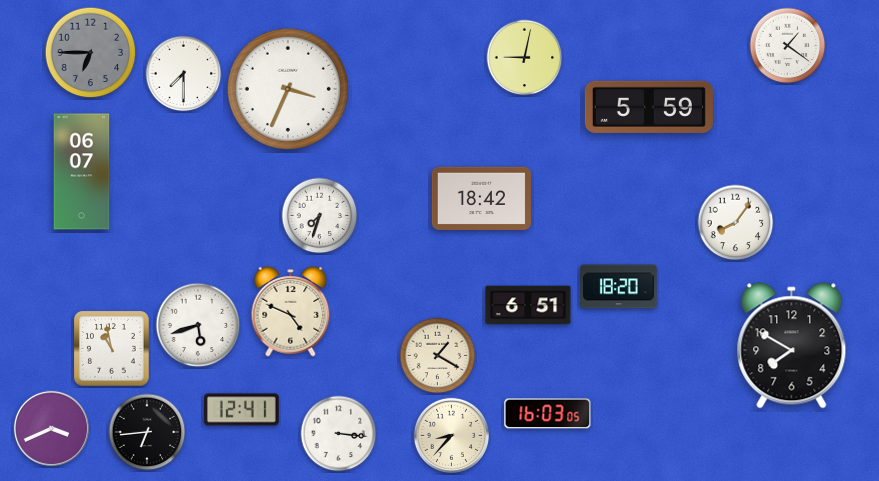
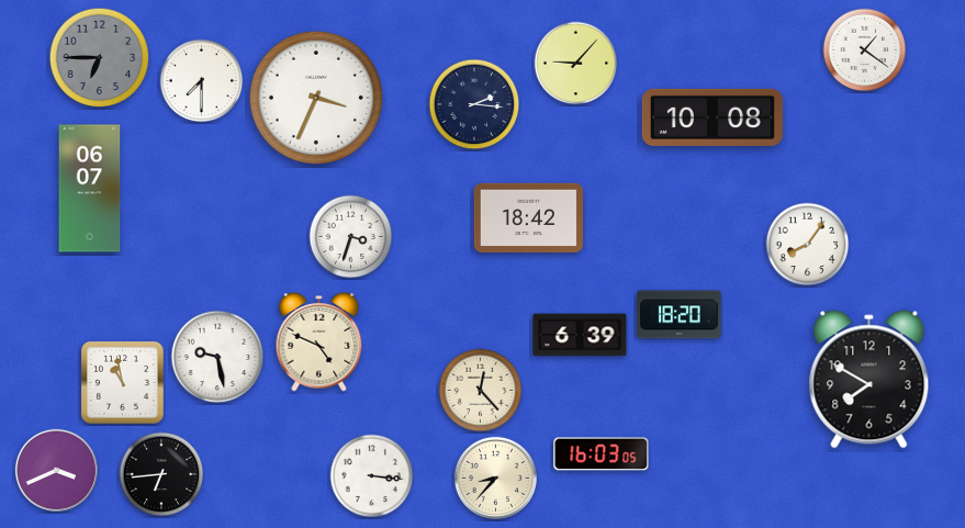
clock at (525, 58): 9:02 -> 9:07
clock at (474, 104): none -> 2:16
clock at (649, 107): 5:59 -> 10:08
clock at (320, 216): 7:33 -> 3:33
clock at (528, 305): 6:51 -> 6:39
clock at (198, 325): 5:42 -> 9:28
clock at (438, 356): 1:20 -> 12:23
clock at (242, 410): 12:41 -> none
